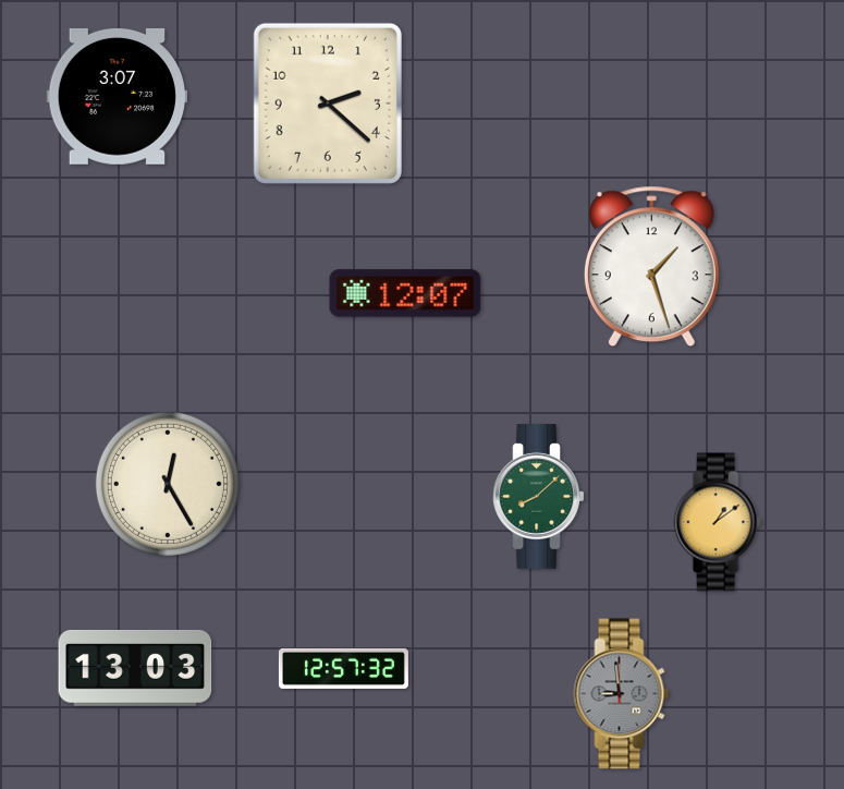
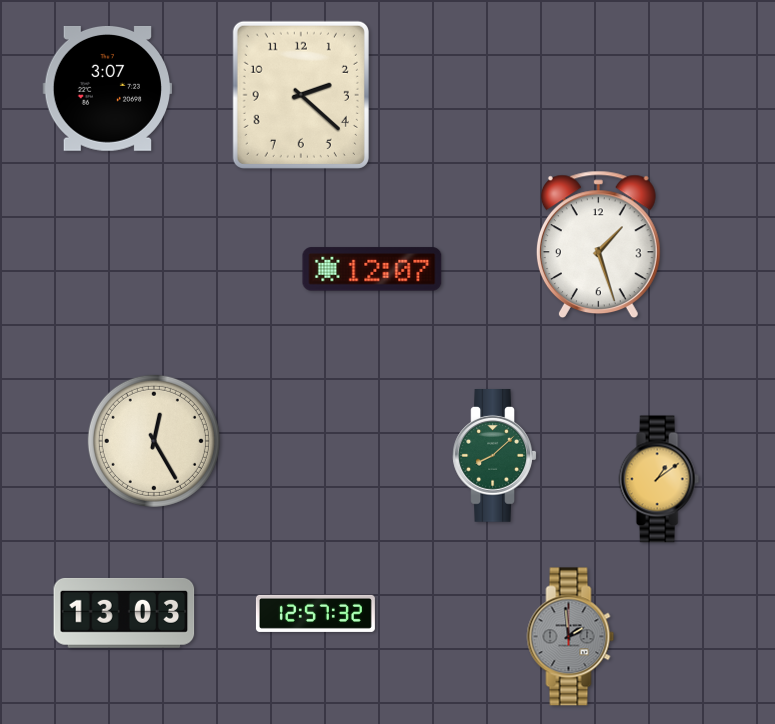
clock at (168, 484) position: (168, 484) -> (154, 441)
clock at (622, 694): 8:59 -> 1:59
